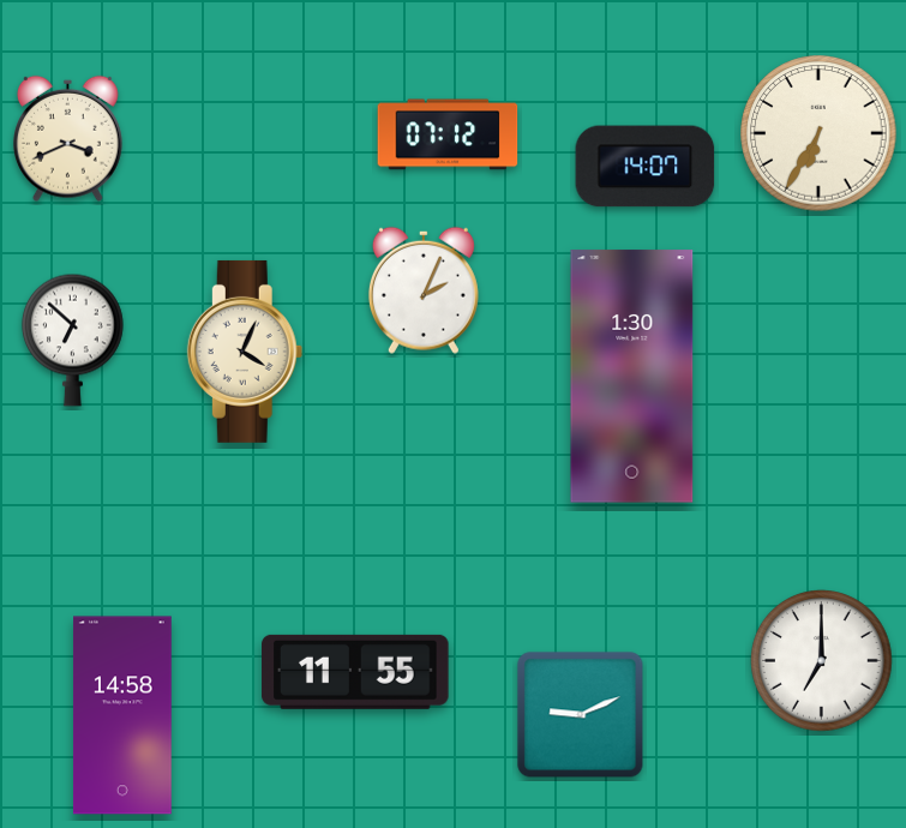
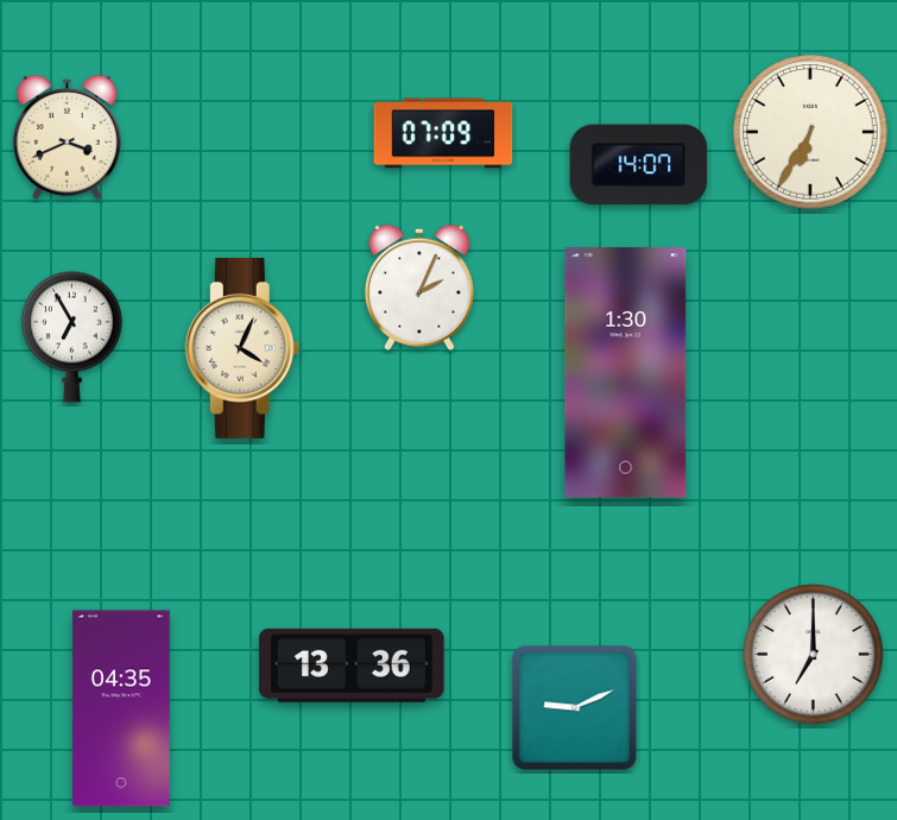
clock at (448, 134): 07:12 -> 07:09
clock at (72, 340): 6:52 -> 6:55
clock at (355, 672): 11:55 -> 13:36
clock at (124, 715): 14:58 -> 04:35
